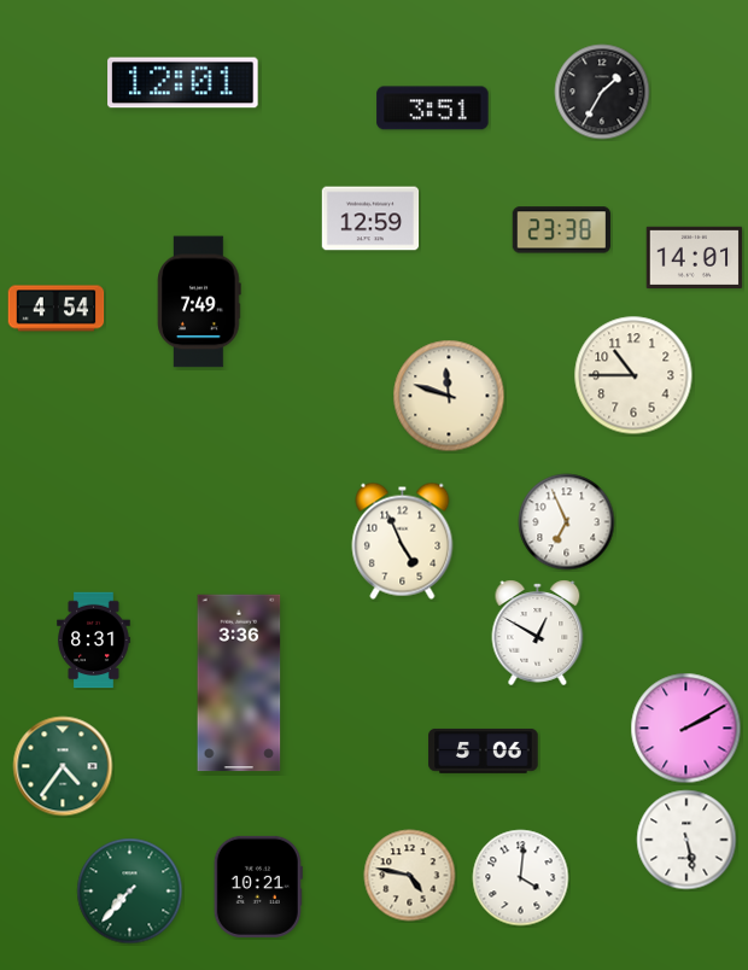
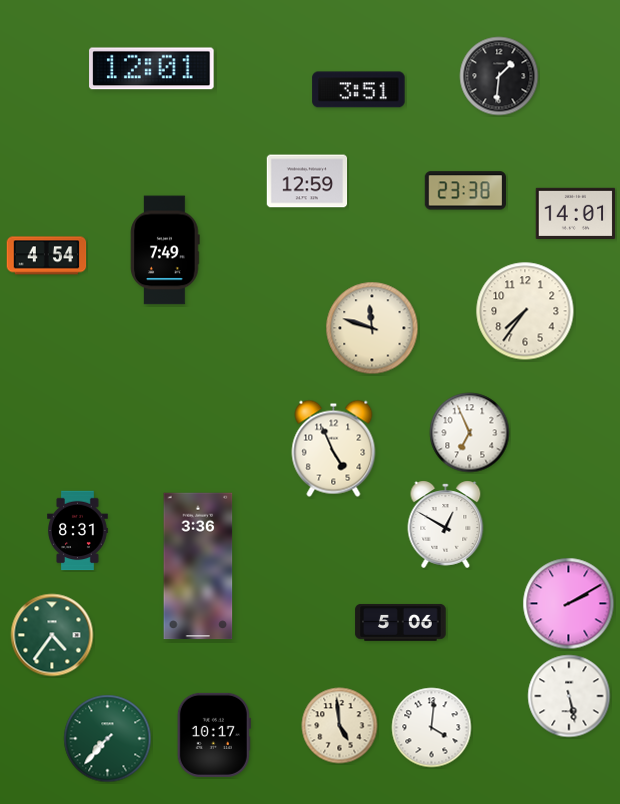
clock at (602, 92): 1:35 -> 1:31
clock at (633, 375): 10:45 -> 7:36
clock at (410, 876): 4:47 -> 4:59
clock at (258, 887): 10:21 -> 10:17
